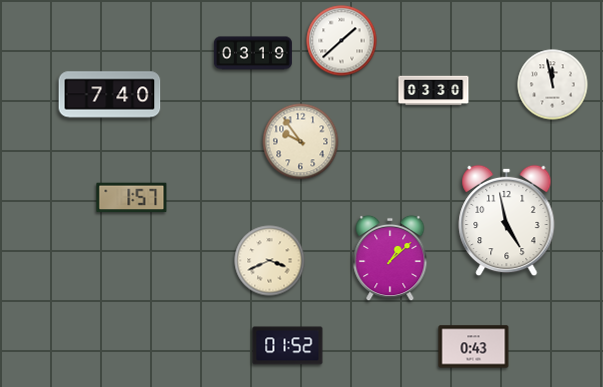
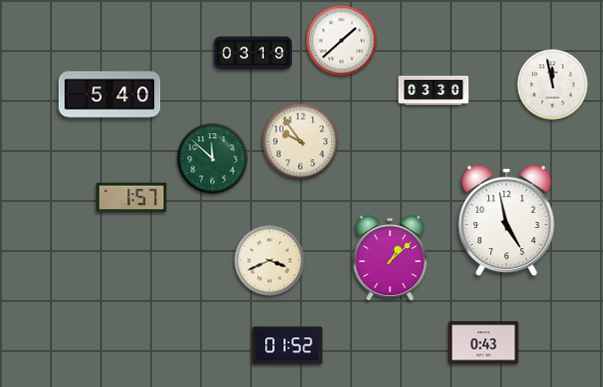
clock at (110, 95): 7:40 -> 5:40
clock at (213, 159): none -> 11:52
clock at (474, 347) position: (474, 347) -> (484, 343)
